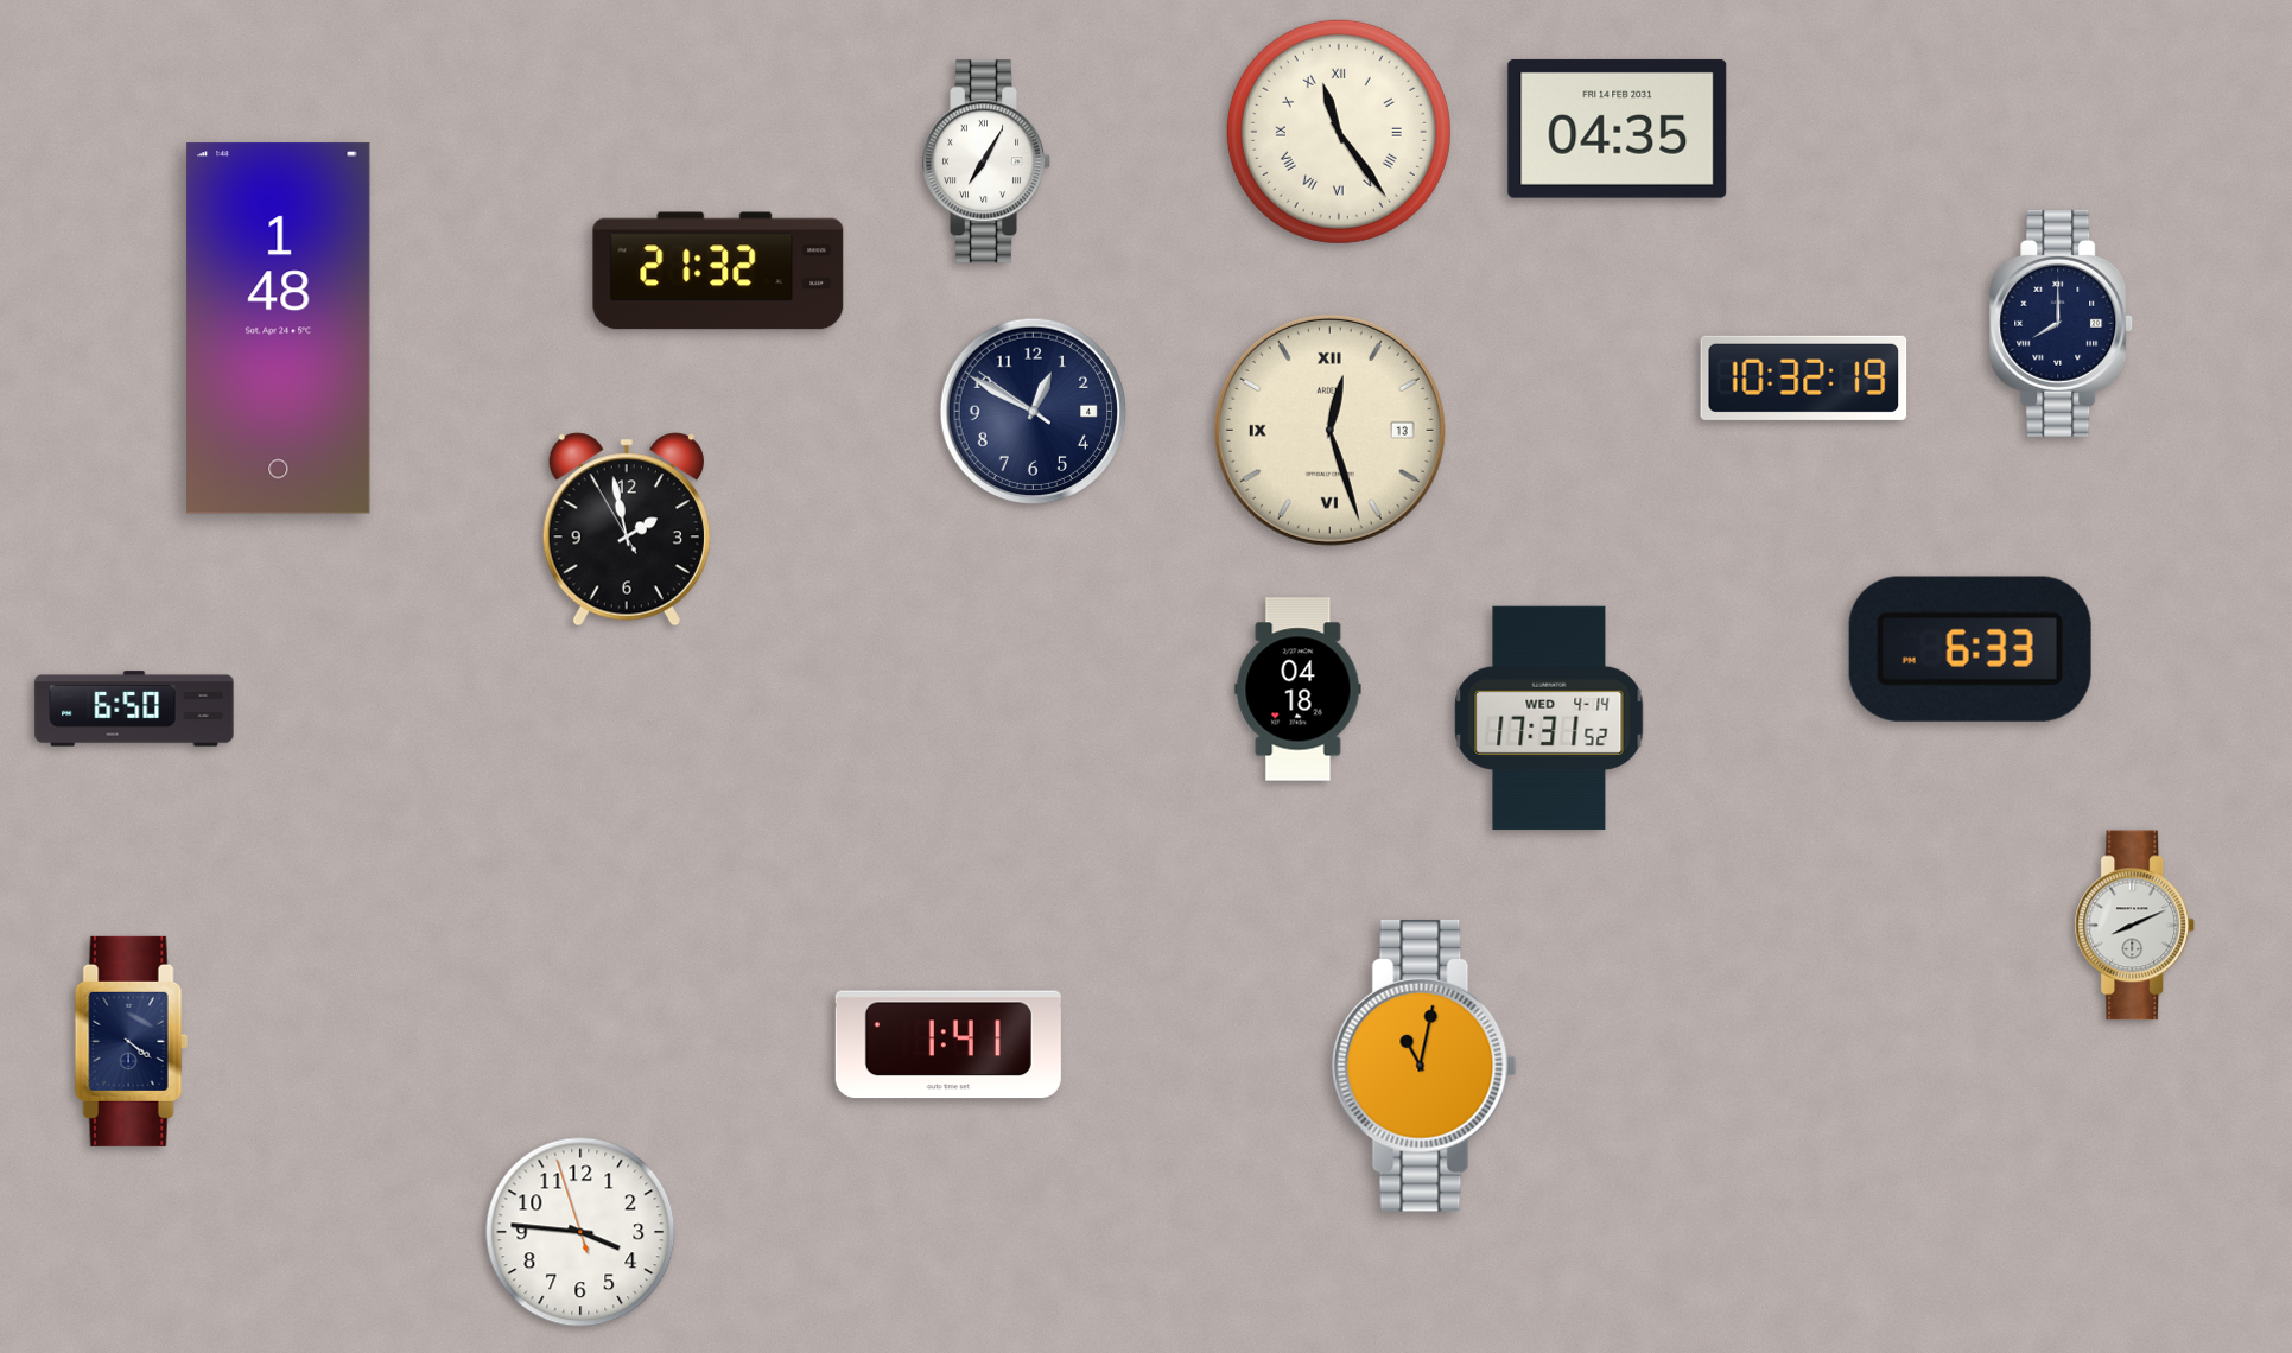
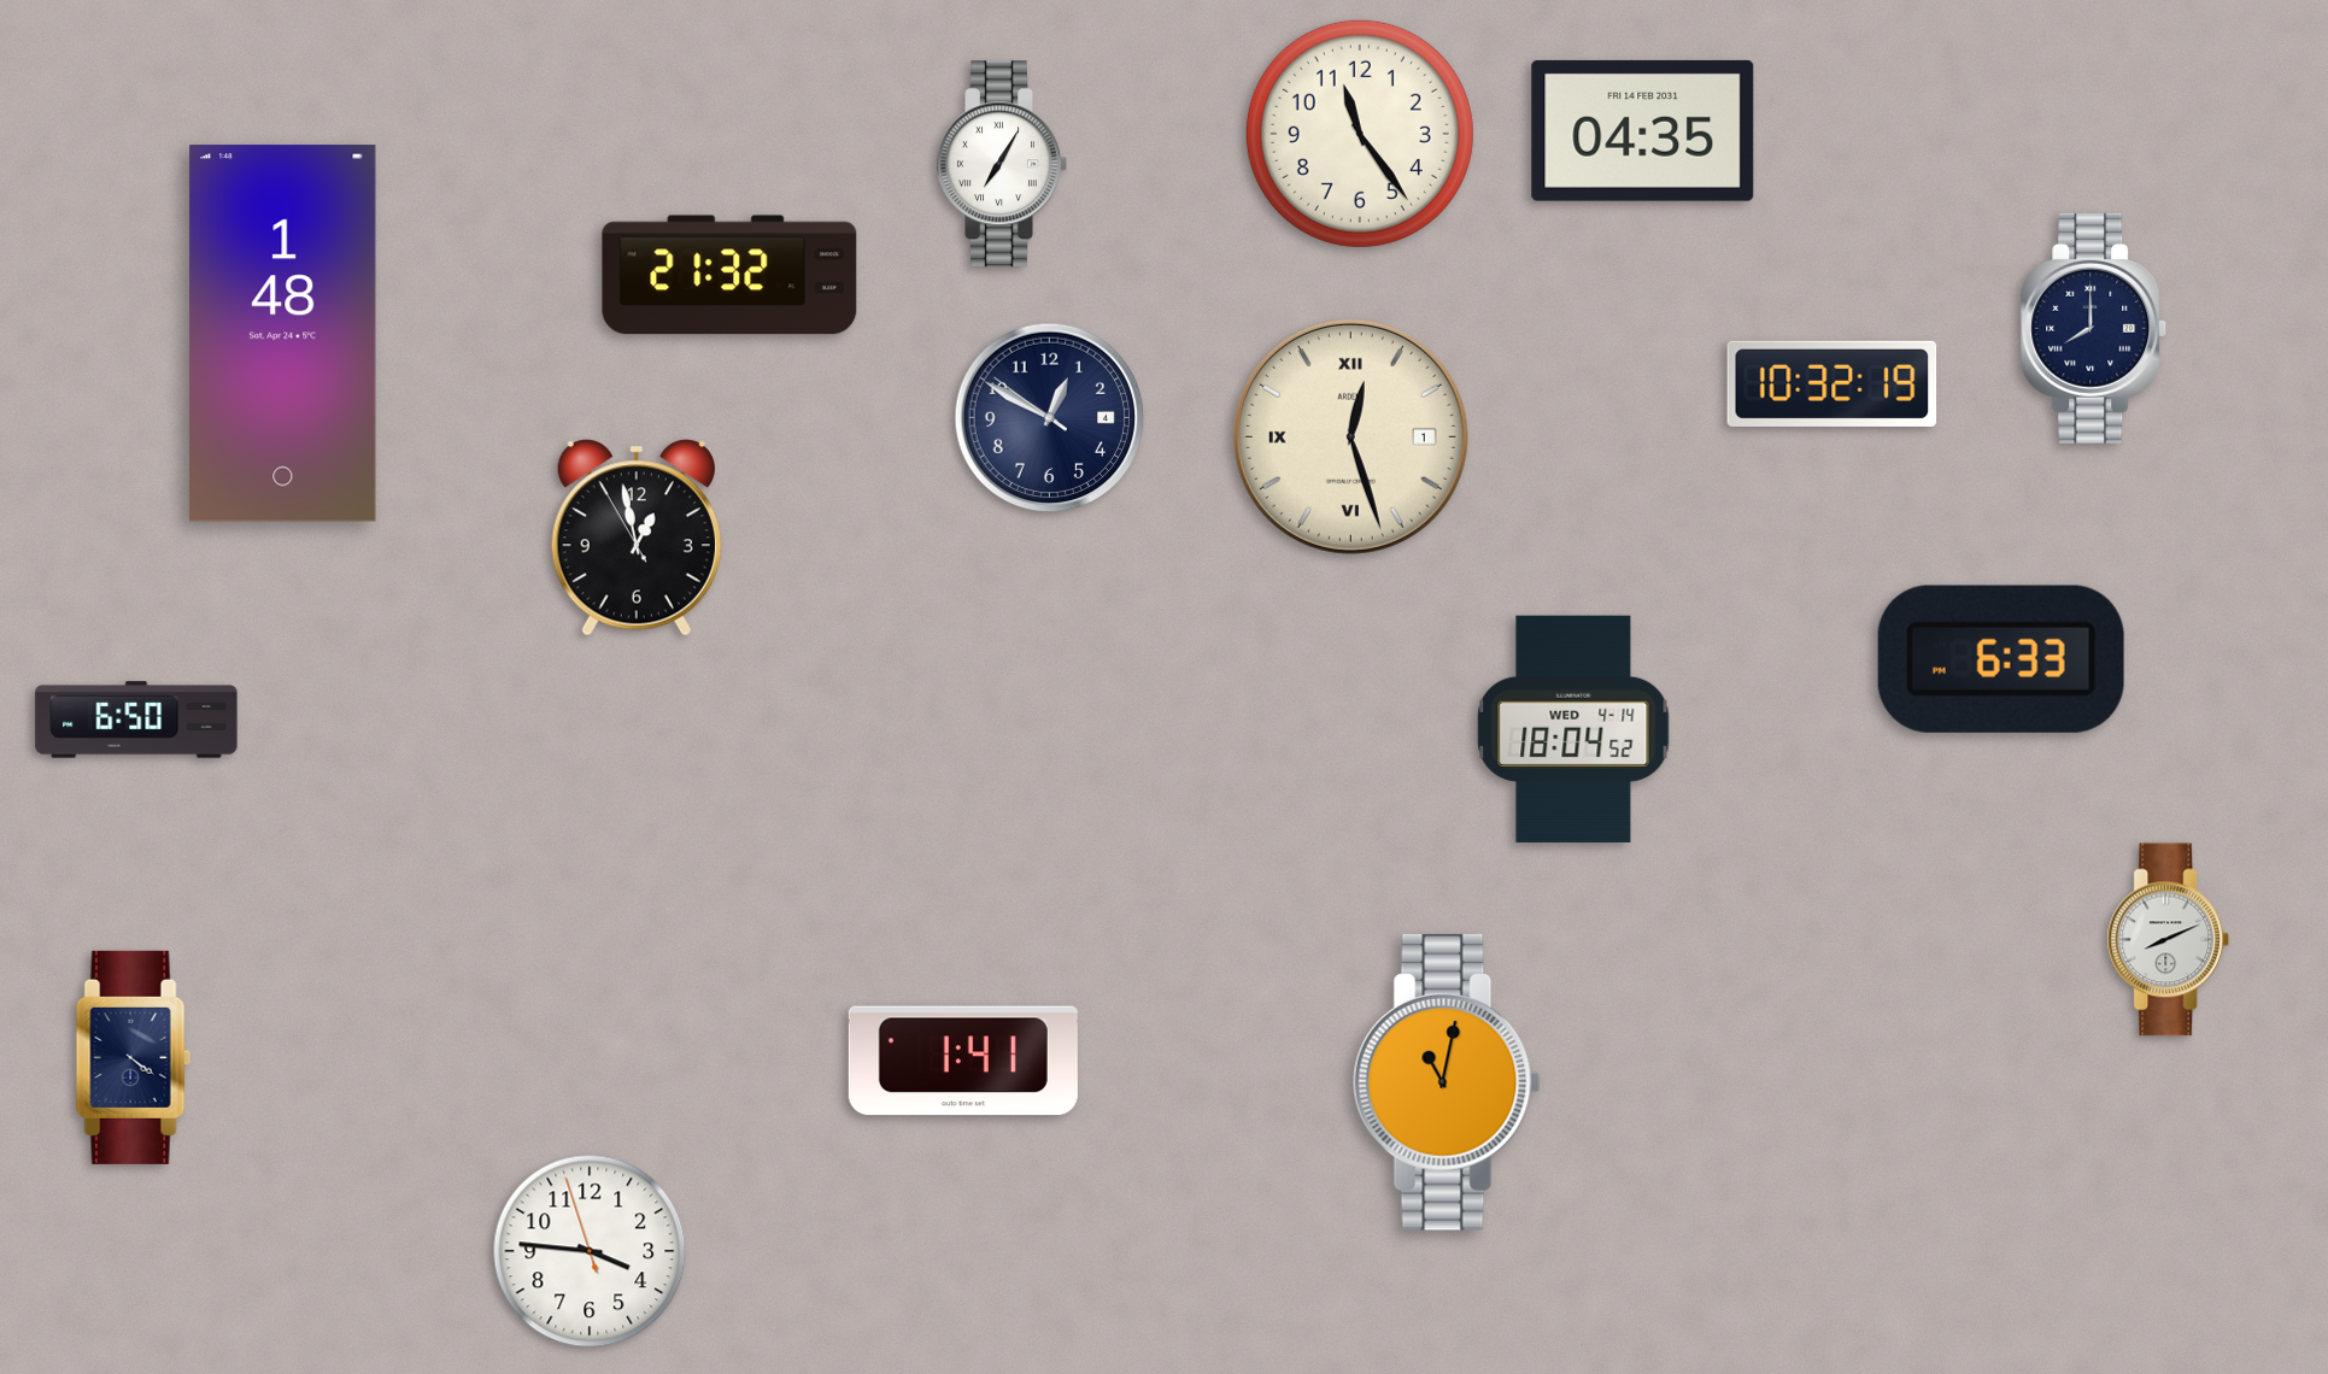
clock at (1339, 132) numerals: Roman -> Arabic
clock at (1329, 430) date: 13 -> 1
clock at (627, 529): 1:57 -> 12:57
clock at (1299, 690): 04:18 -> none
clock at (1549, 718): 17:31 -> 18:04
